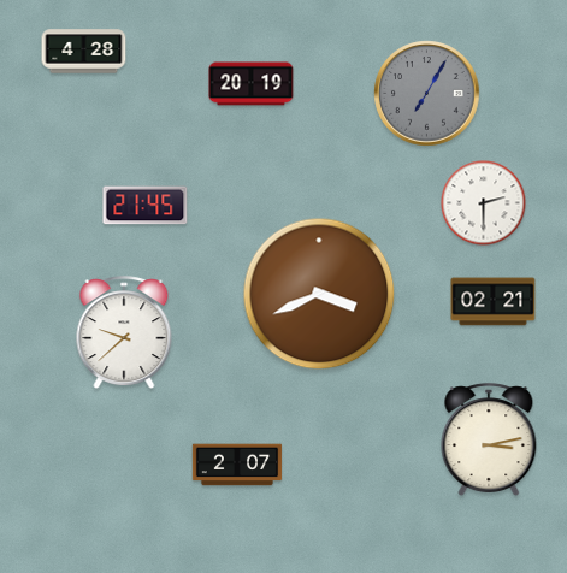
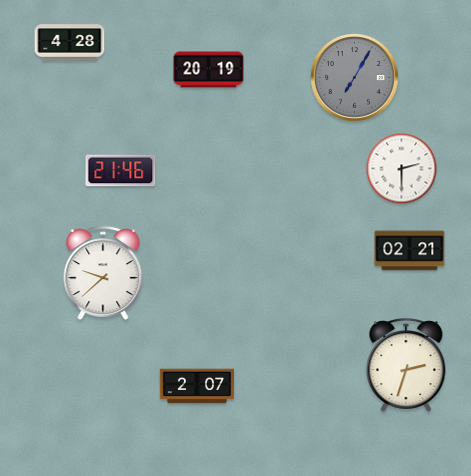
clock at (146, 206): 21:45 -> 21:46
clock at (319, 294): 3:41 -> none
clock at (124, 333) position: (124, 333) -> (103, 274)
clock at (489, 441): 3:13 -> 2:33
